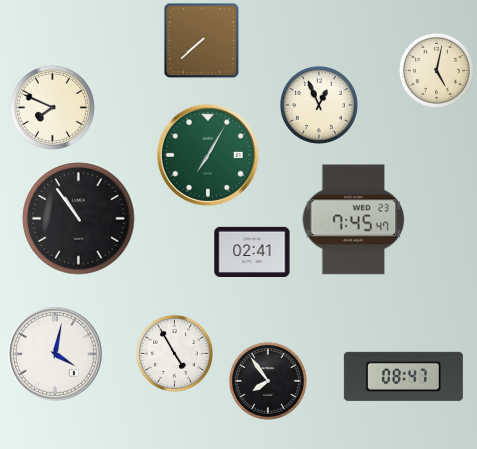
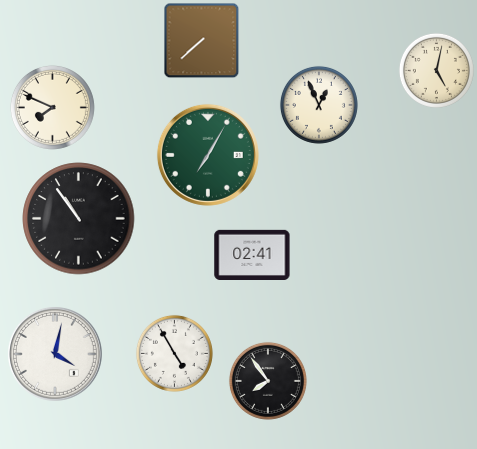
clock at (354, 220): 7:45 -> none
clock at (252, 251) position: (252, 251) -> (252, 254)
clock at (403, 376): 08:47 -> none
